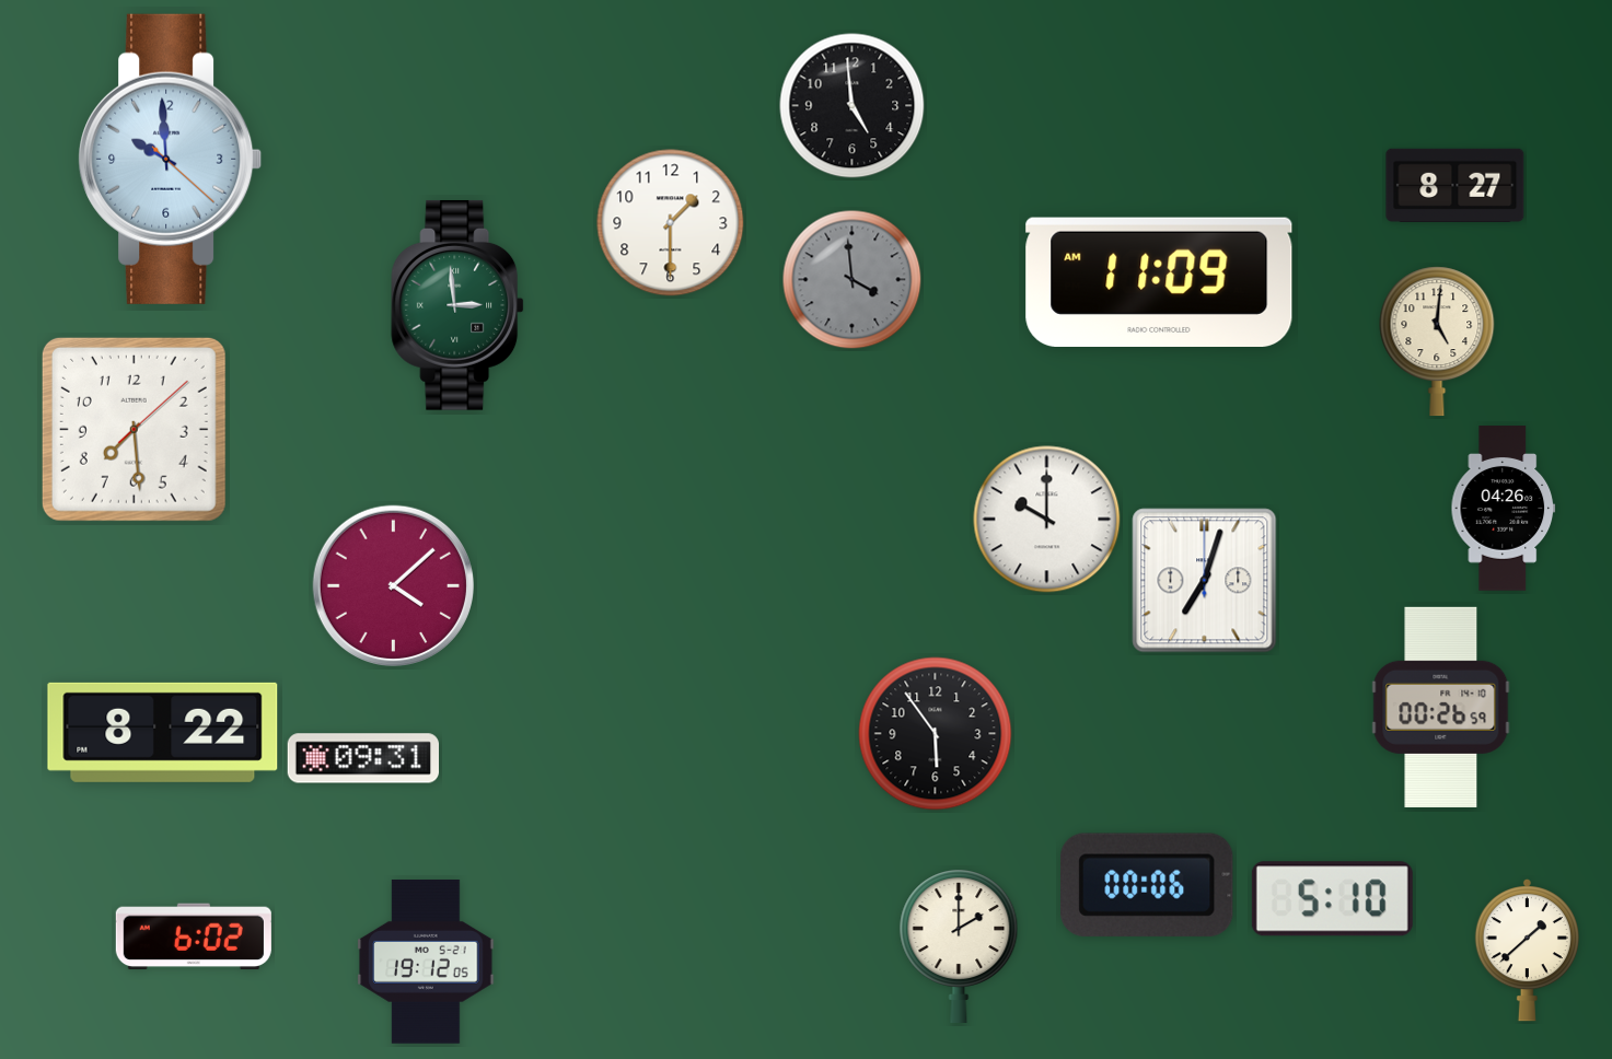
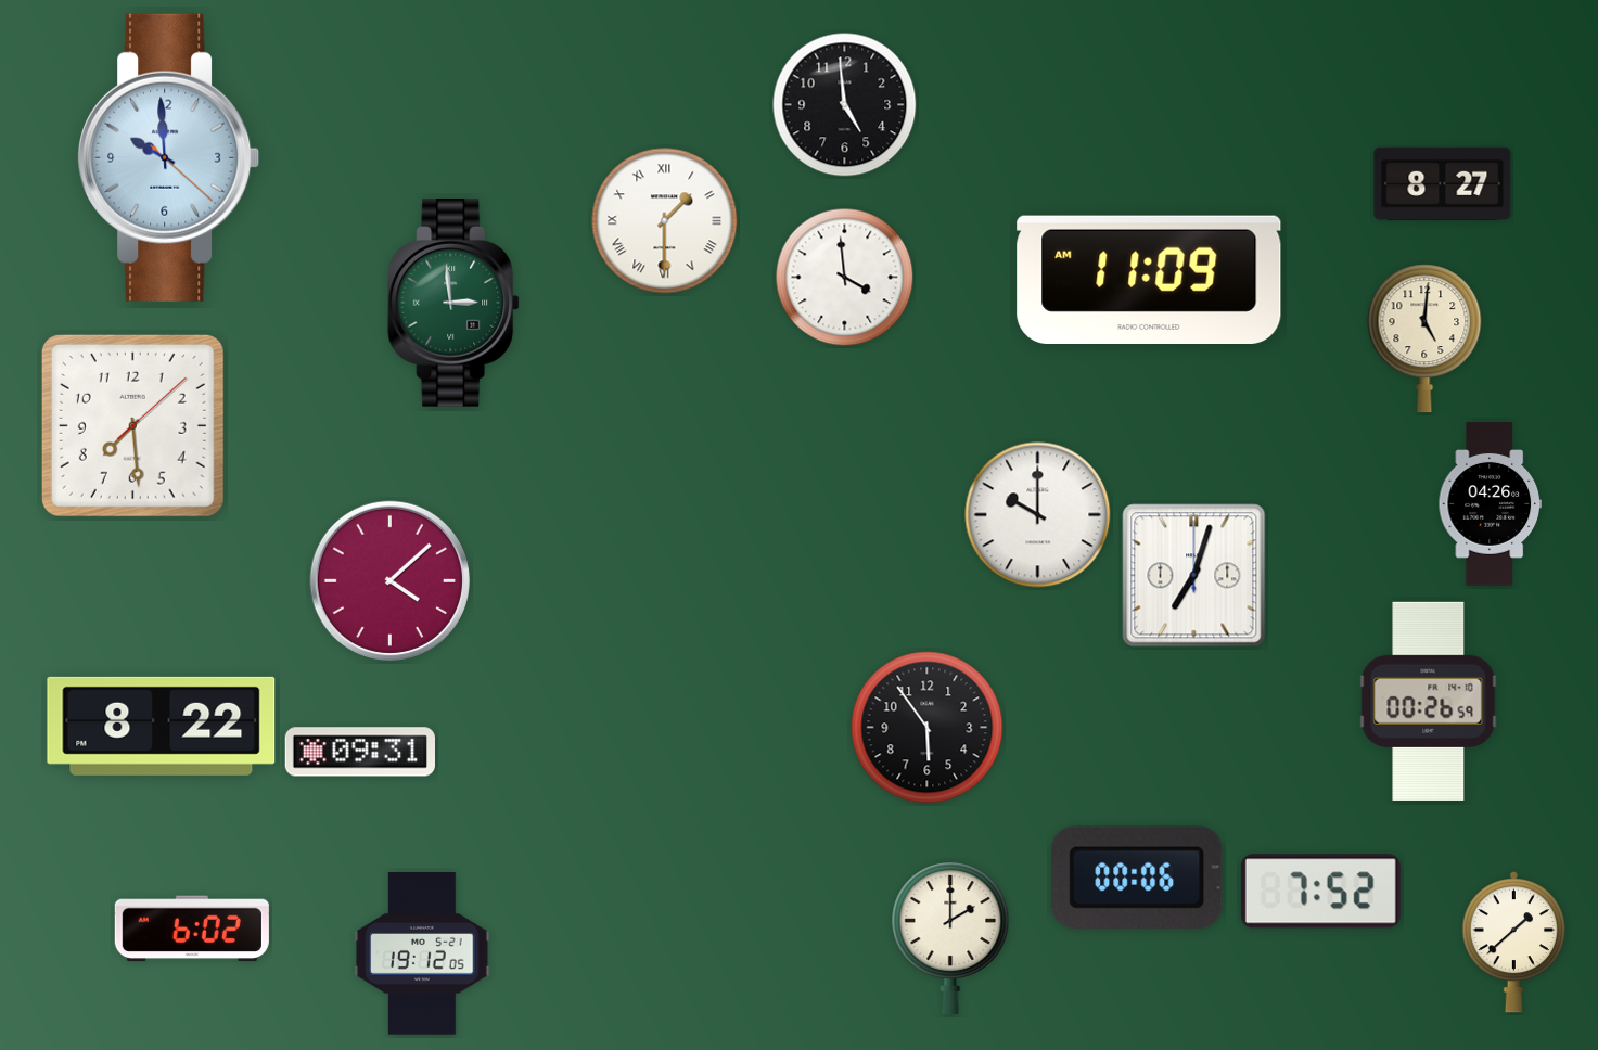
clock at (671, 223) numerals: Arabic -> Roman
clock at (853, 280) dial: grey -> white
clock at (1332, 899): 5:10 -> 7:52
